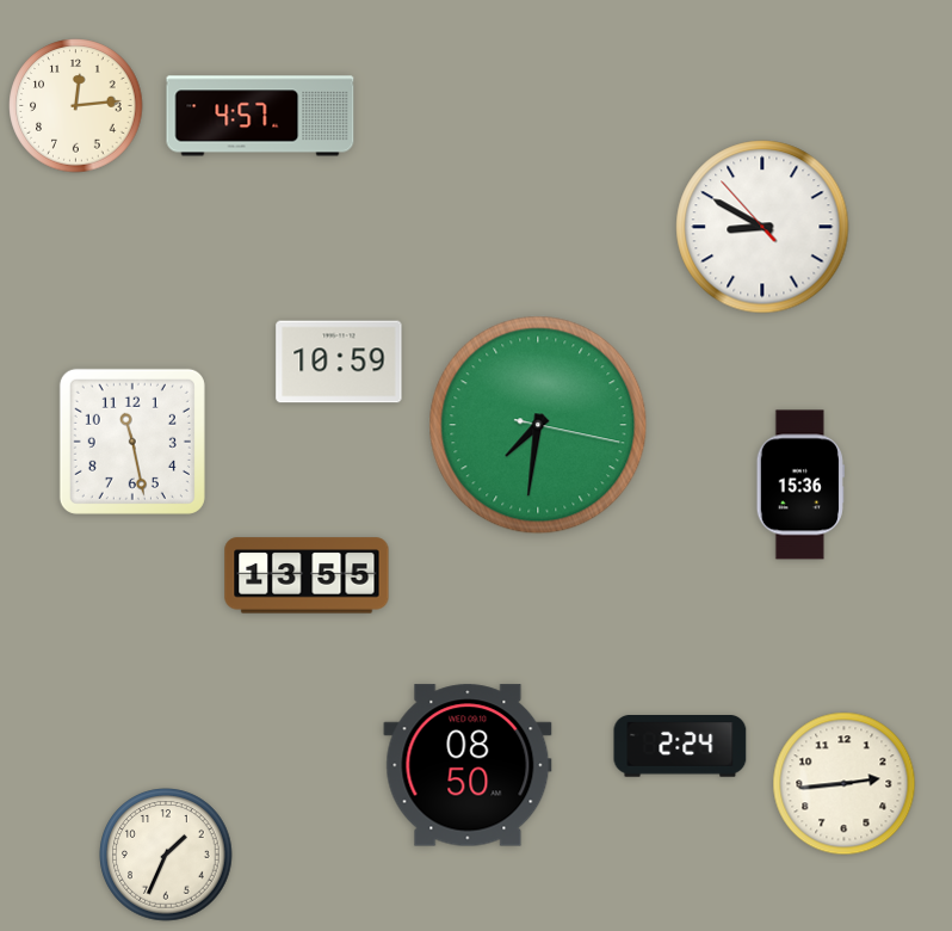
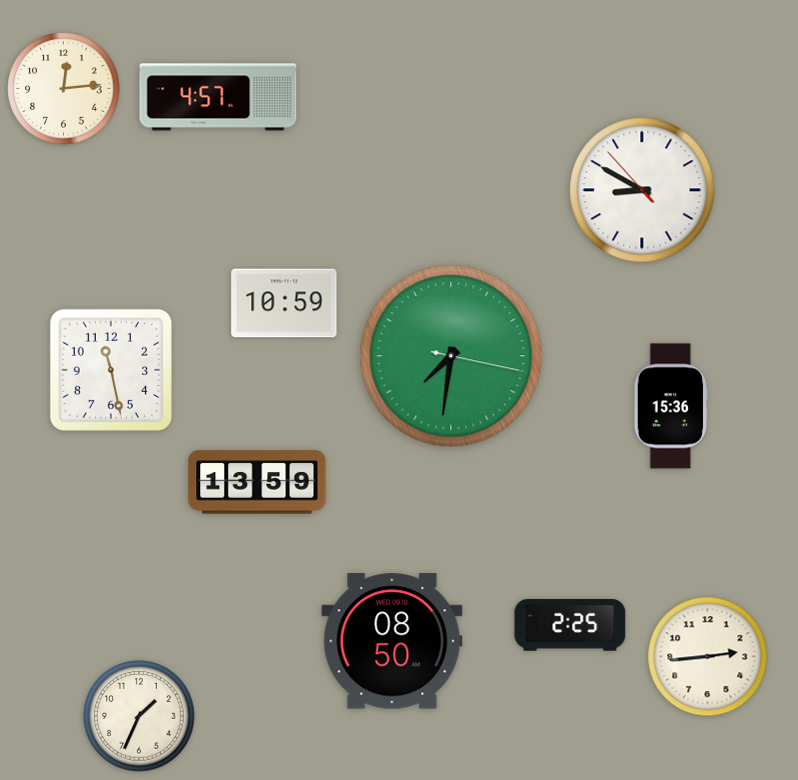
clock at (762, 227) position: (762, 227) -> (642, 190)
clock at (307, 575): 13:55 -> 13:59
clock at (680, 746): 2:24 -> 2:25
